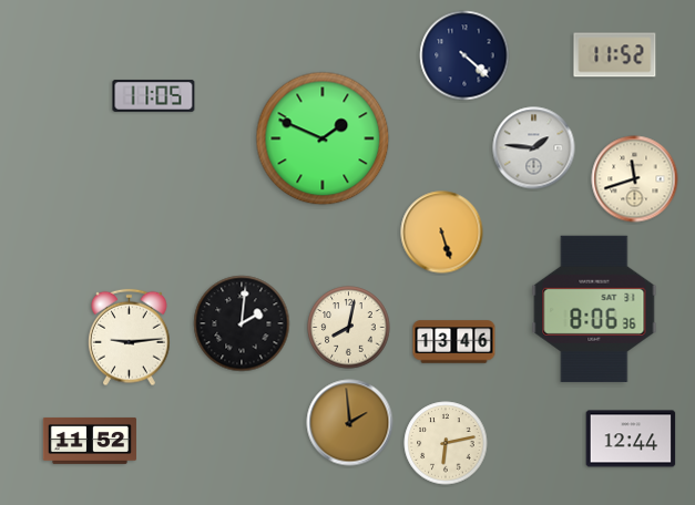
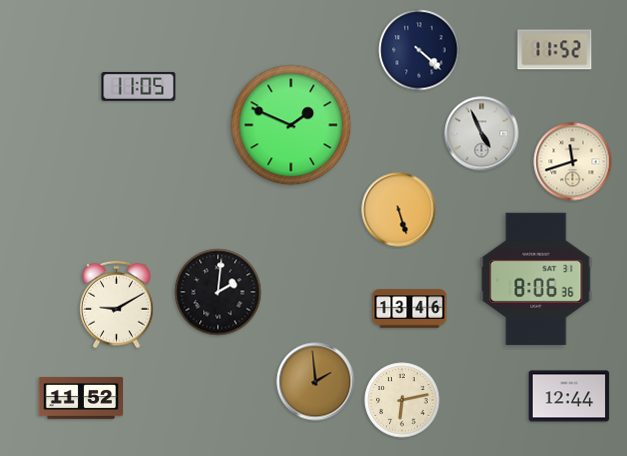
clock at (534, 148): 1:46 -> 4:56
clock at (349, 328): 8:02 -> none
clock at (130, 338): 9:14 -> 9:10
